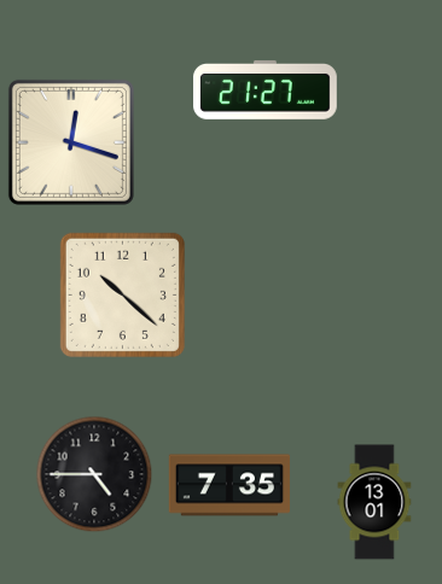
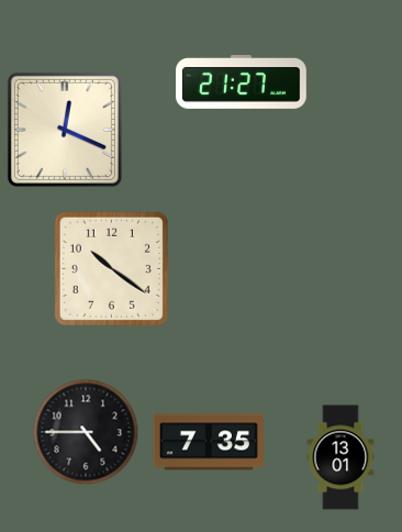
clock at (71, 142): 12:18 -> 12:19
clock at (122, 294): 10:22 -> 10:21
